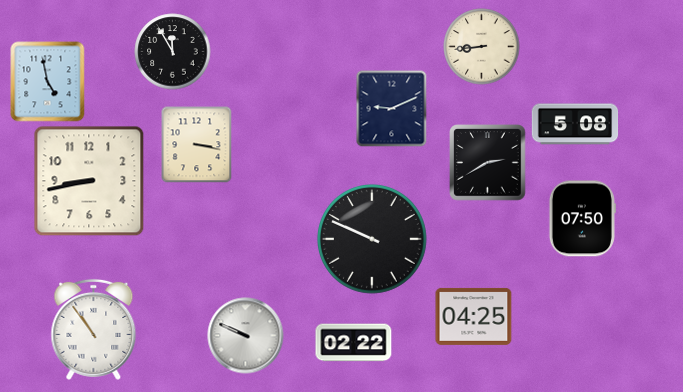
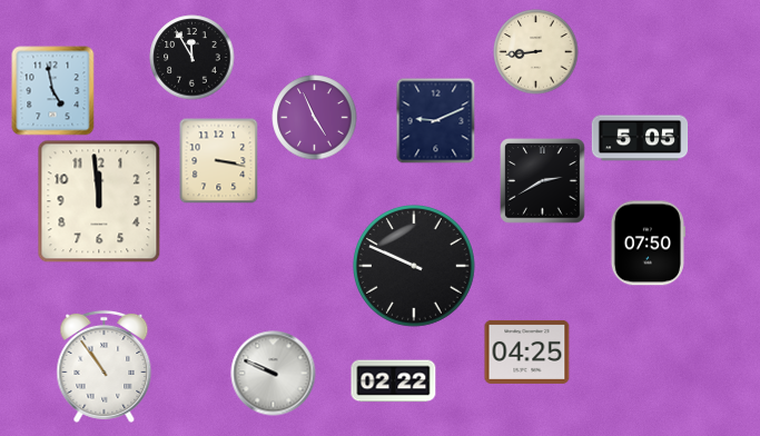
clock at (315, 118): none -> 4:56
clock at (575, 124): 5:08 -> 5:05
clock at (89, 181): 8:43 -> 11:59
